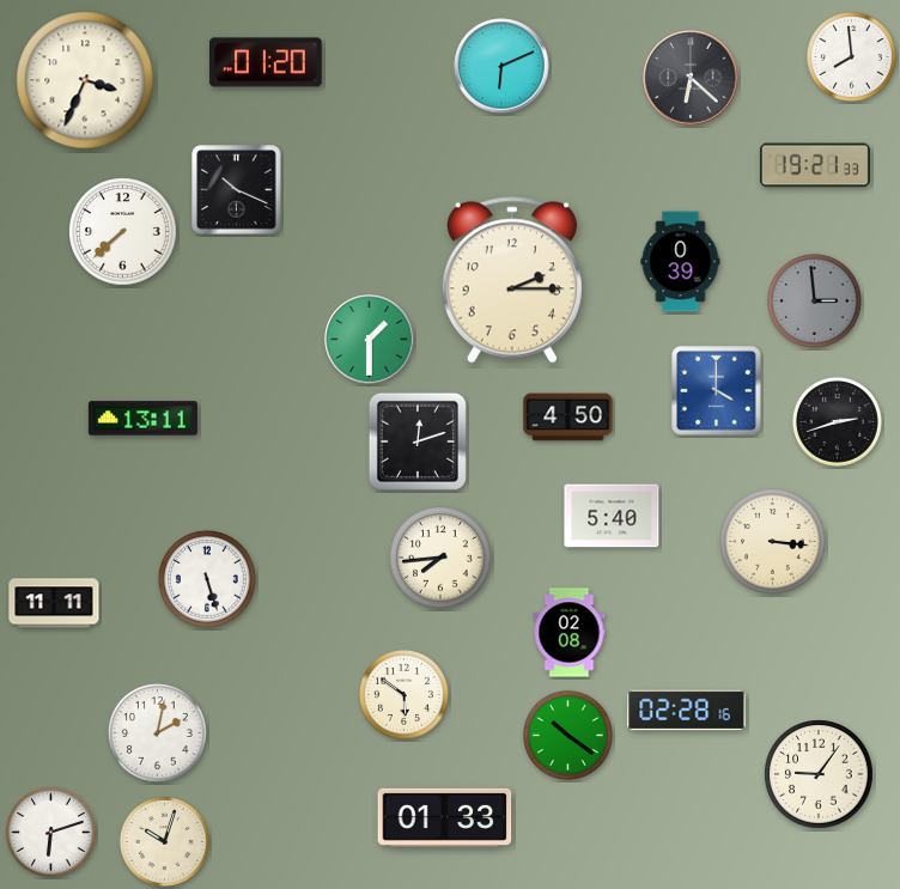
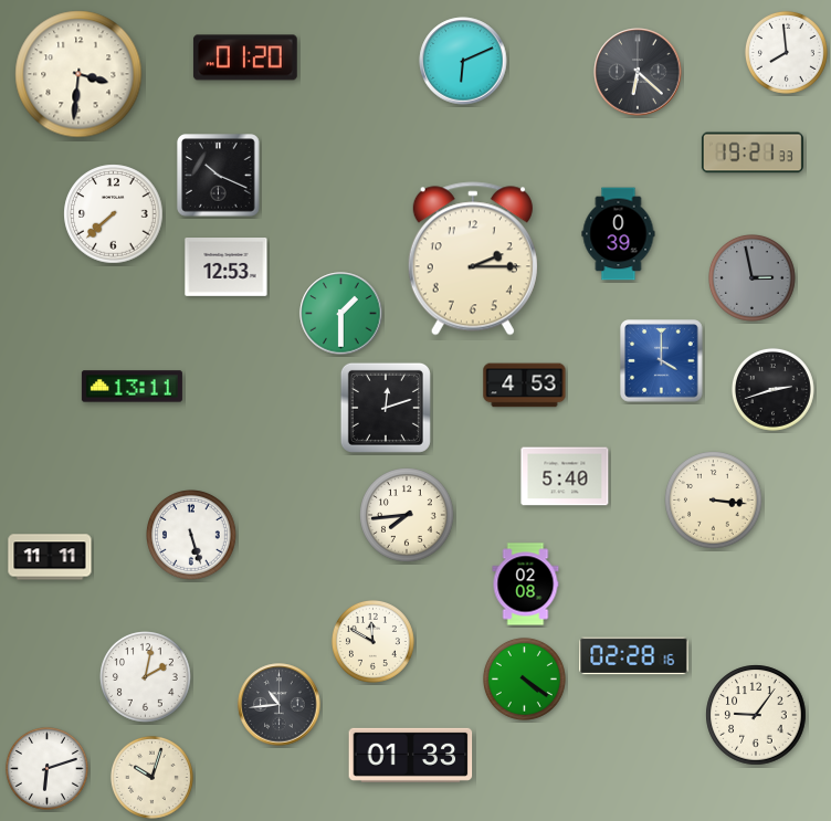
clock at (85, 80): 3:34 -> 3:31
clock at (681, 262) position: (681, 262) -> (619, 234)
clock at (227, 267): none -> 12:53
clock at (815, 302): 2:59 -> 2:58
clock at (568, 418): 4:50 -> 4:53
clock at (403, 694): 5:51 -> 11:50
clock at (567, 735): 10:21 -> 4:21
clock at (280, 705): none -> 10:44
